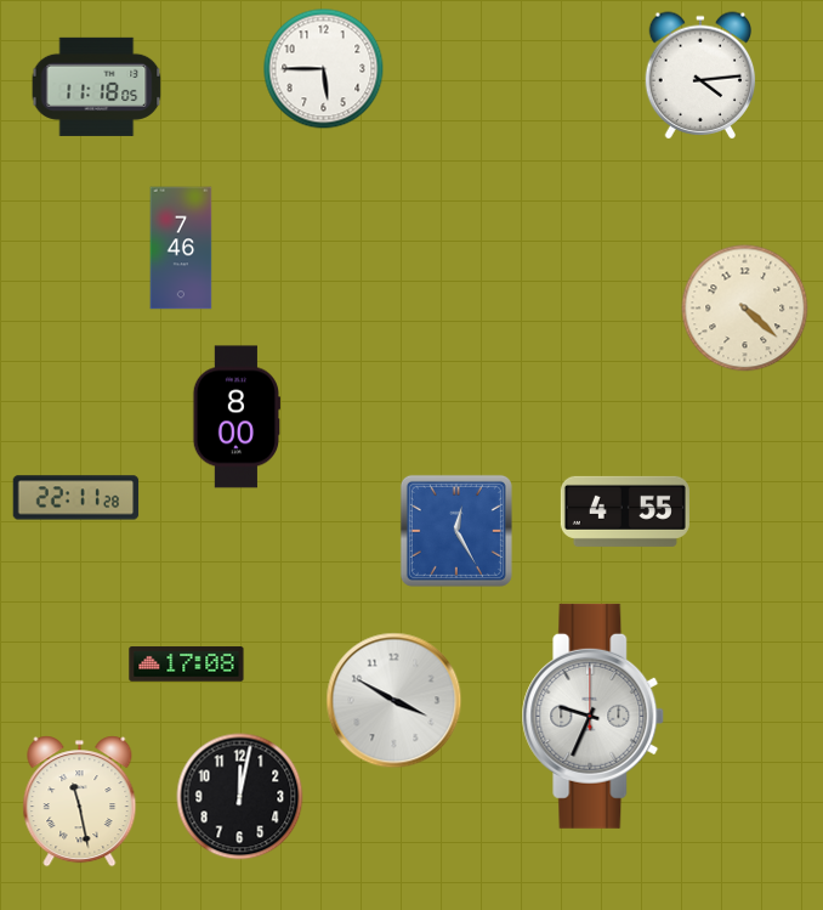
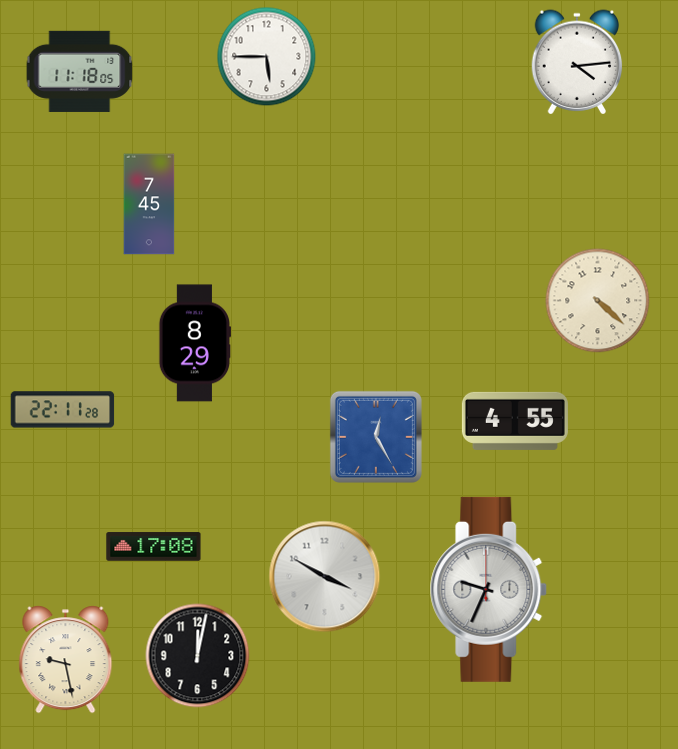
clock at (181, 248): 7:46 -> 7:45
clock at (745, 309) position: (745, 309) -> (598, 301)
clock at (235, 417): 8:00 -> 8:29
clock at (80, 802): 11:28 -> 9:28
